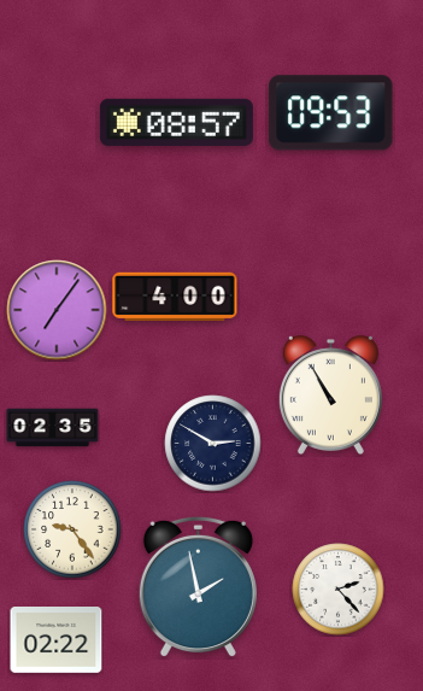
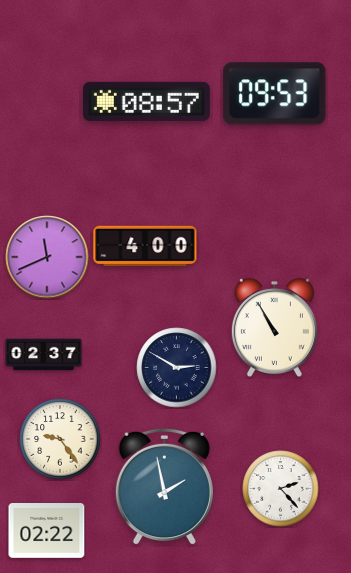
clock at (57, 310): 7:06 -> 11:41
clock at (53, 428): 02:35 -> 02:37
